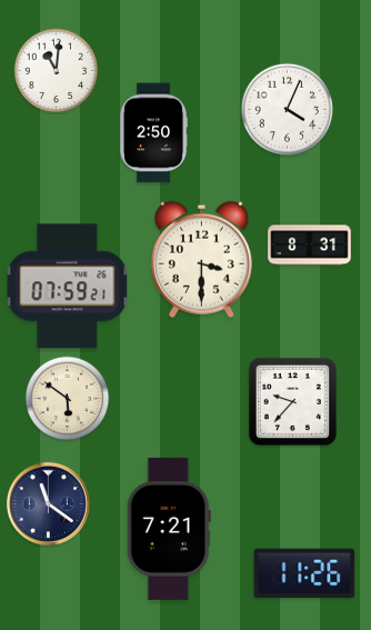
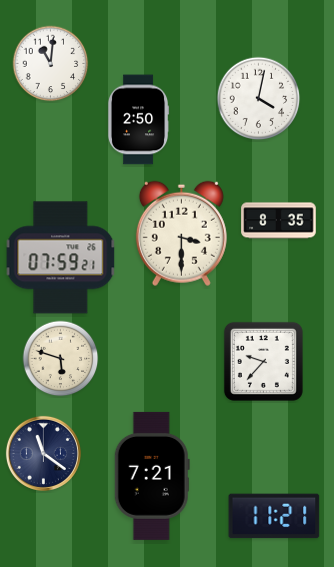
clock at (288, 110): 4:04 -> 4:02
clock at (310, 246): 8:31 -> 8:35
clock at (68, 399): 5:51 -> 5:48
clock at (304, 573): 11:26 -> 11:21
